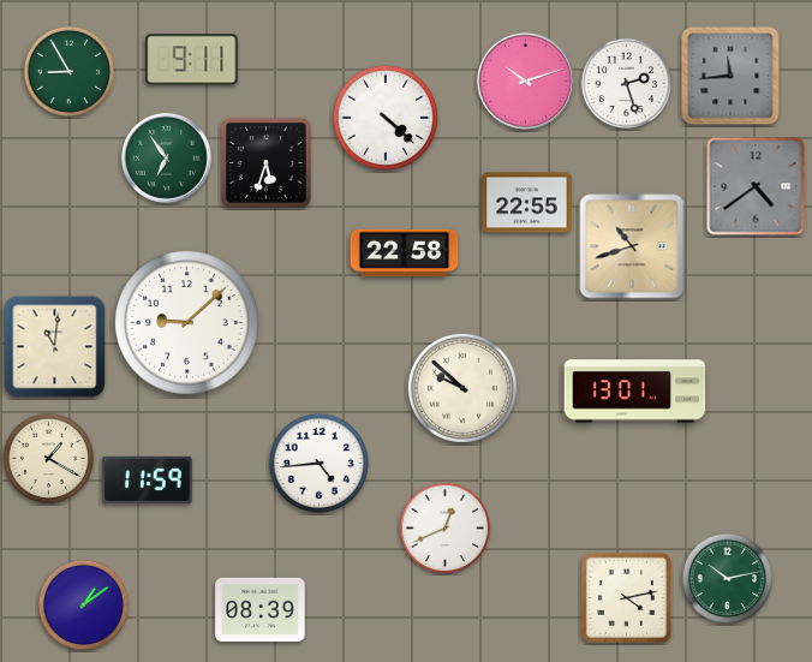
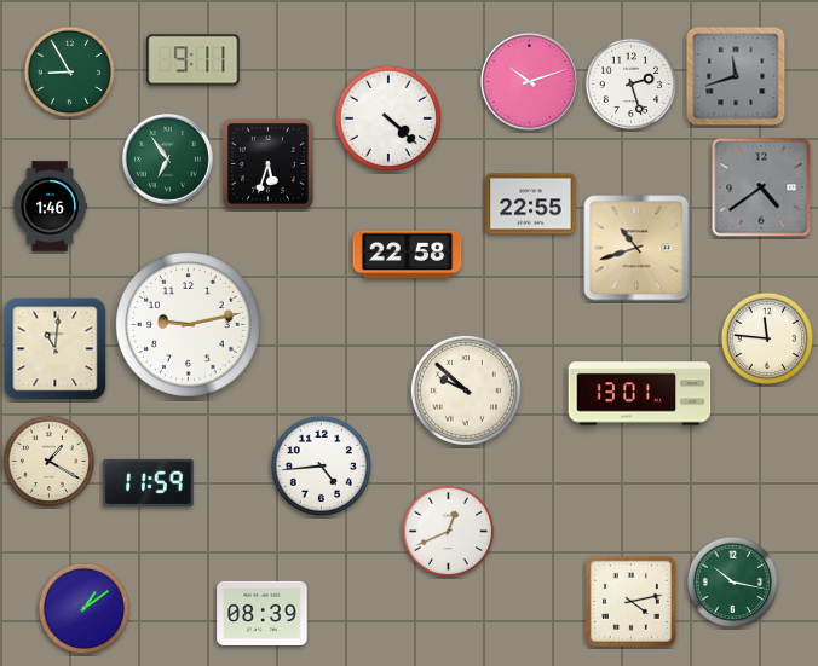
clock at (730, 76): 11:44 -> 11:42
clock at (50, 207): none -> 1:46
clock at (187, 323): 9:08 -> 9:13
clock at (766, 337): none -> 11:46
clock at (728, 579): 10:13 -> 10:17
